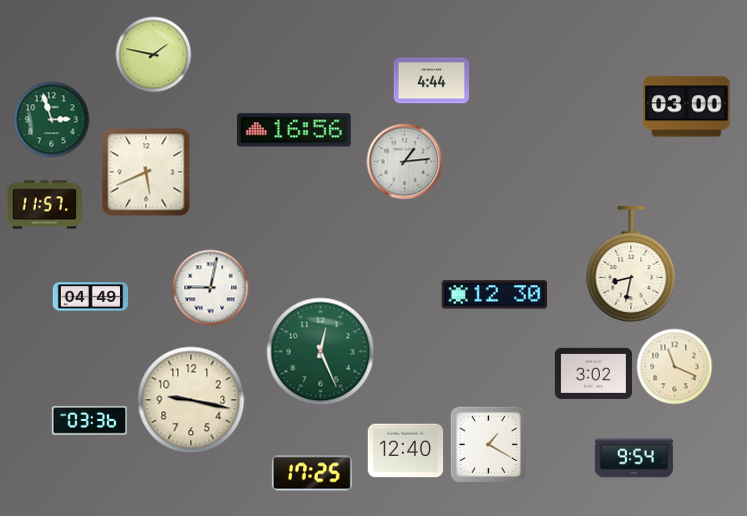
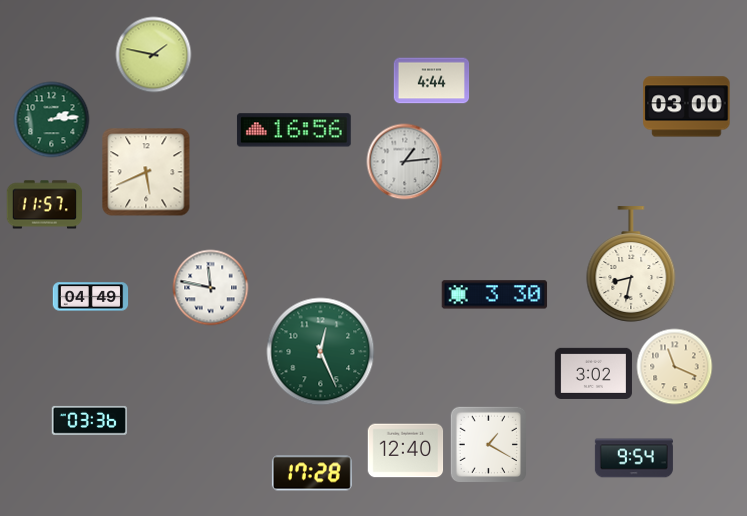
clock at (52, 120): 2:57 -> 2:14
clock at (211, 288): 9:02 -> 11:47
clock at (495, 295): 12:30 -> 3:30
clock at (191, 400): 9:17 -> none
clock at (312, 473): 17:25 -> 17:28
